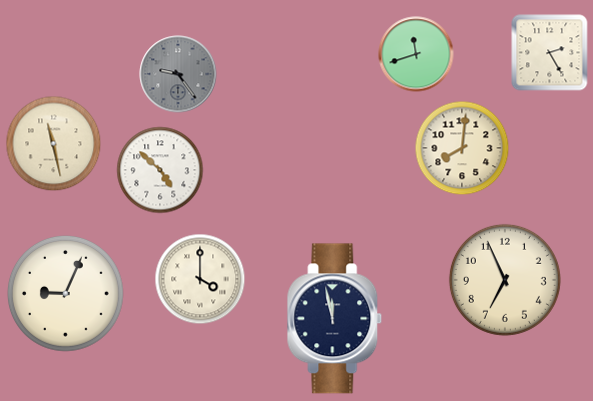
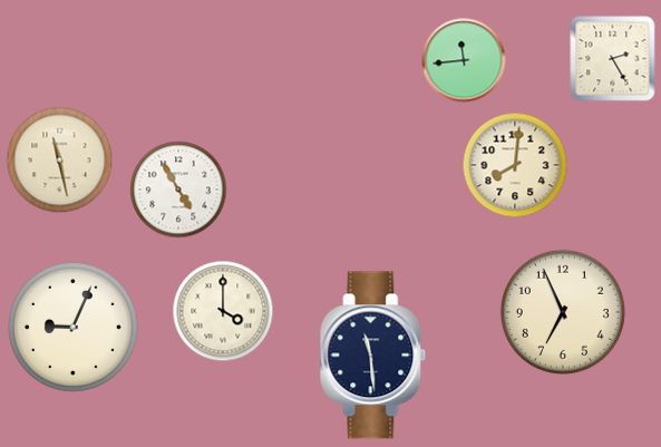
clock at (416, 54): 11:42 -> 11:44
clock at (178, 74): 9:24 -> none
clock at (160, 170): 4:52 -> 4:55
clock at (335, 319): 11:58 -> 11:29
